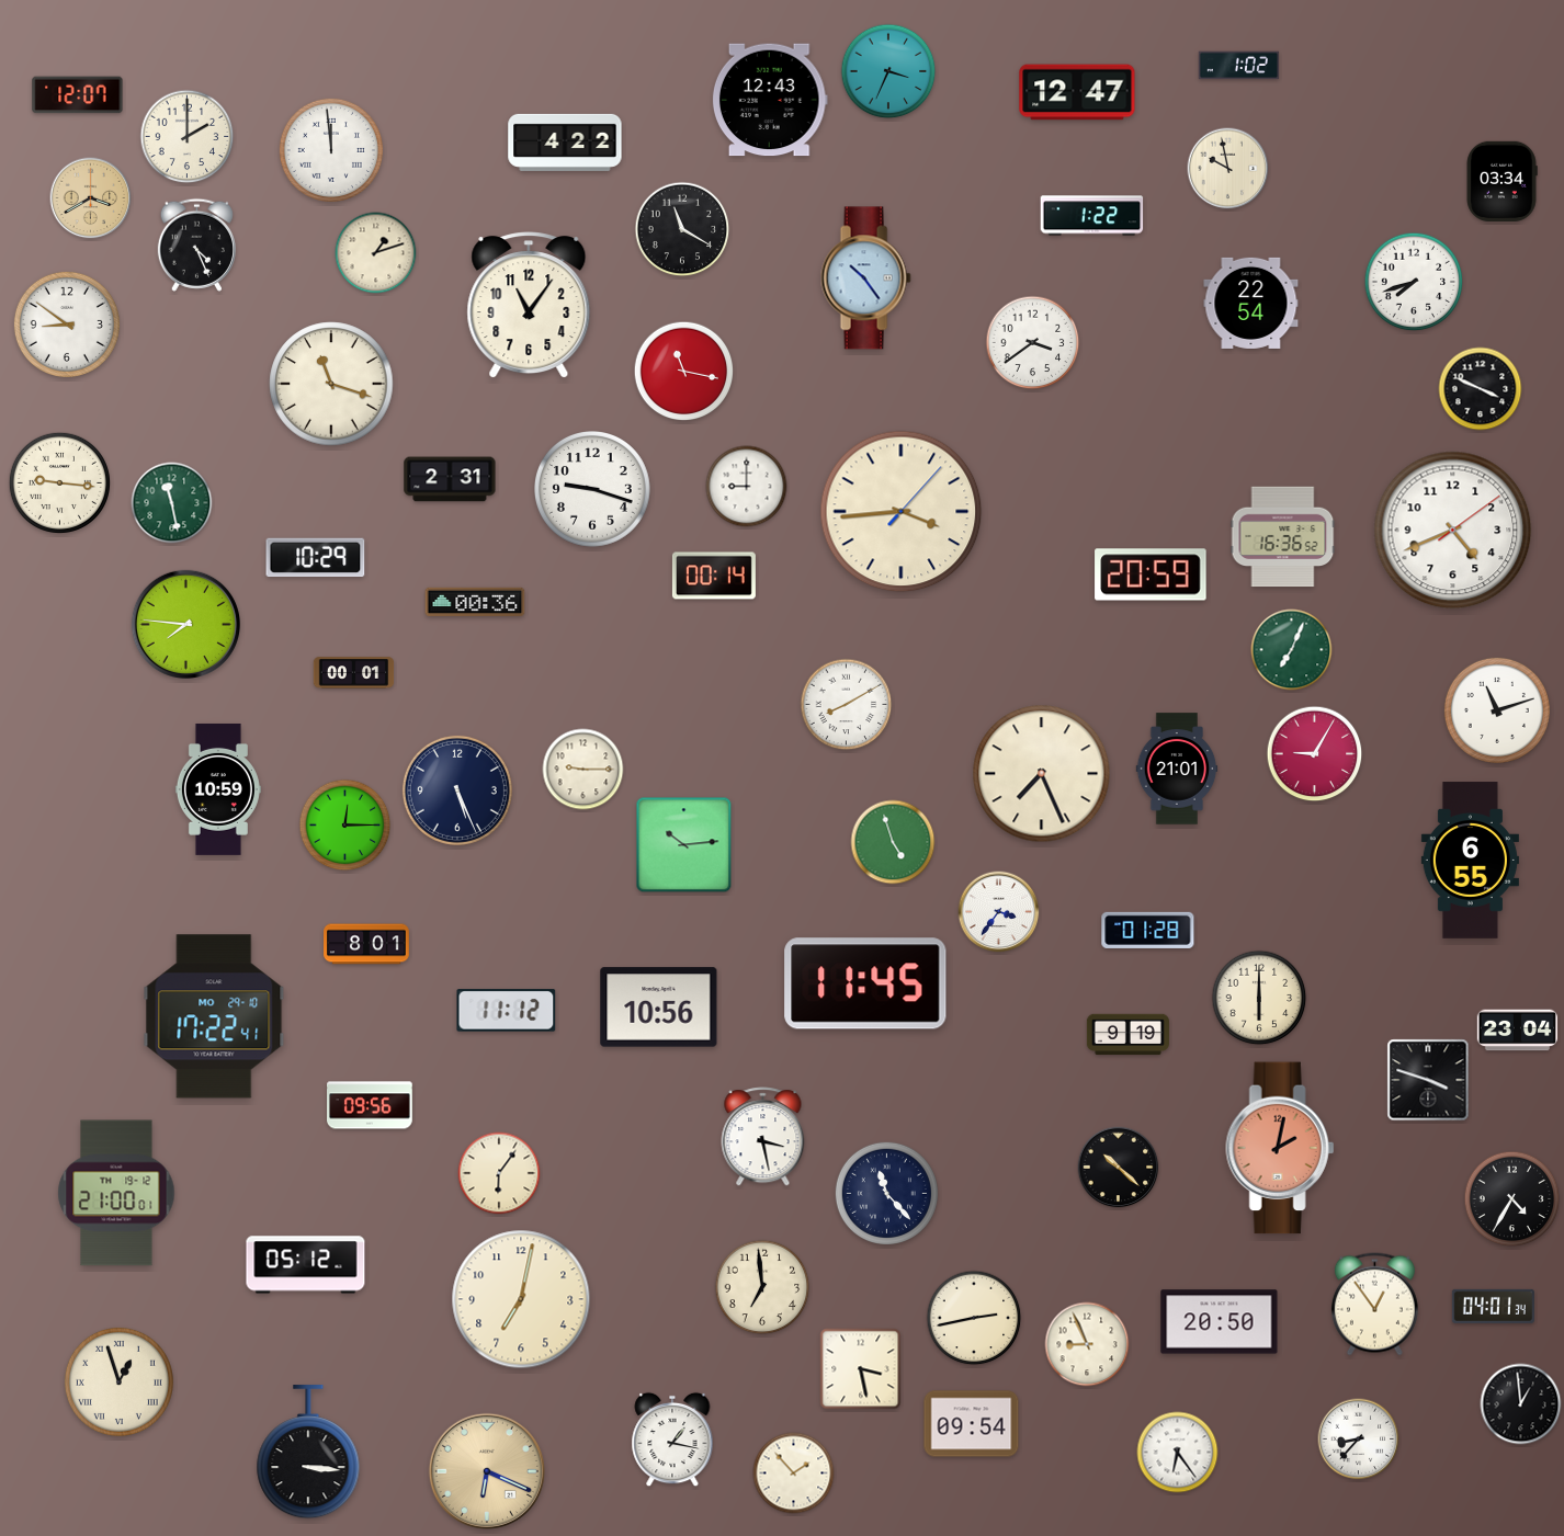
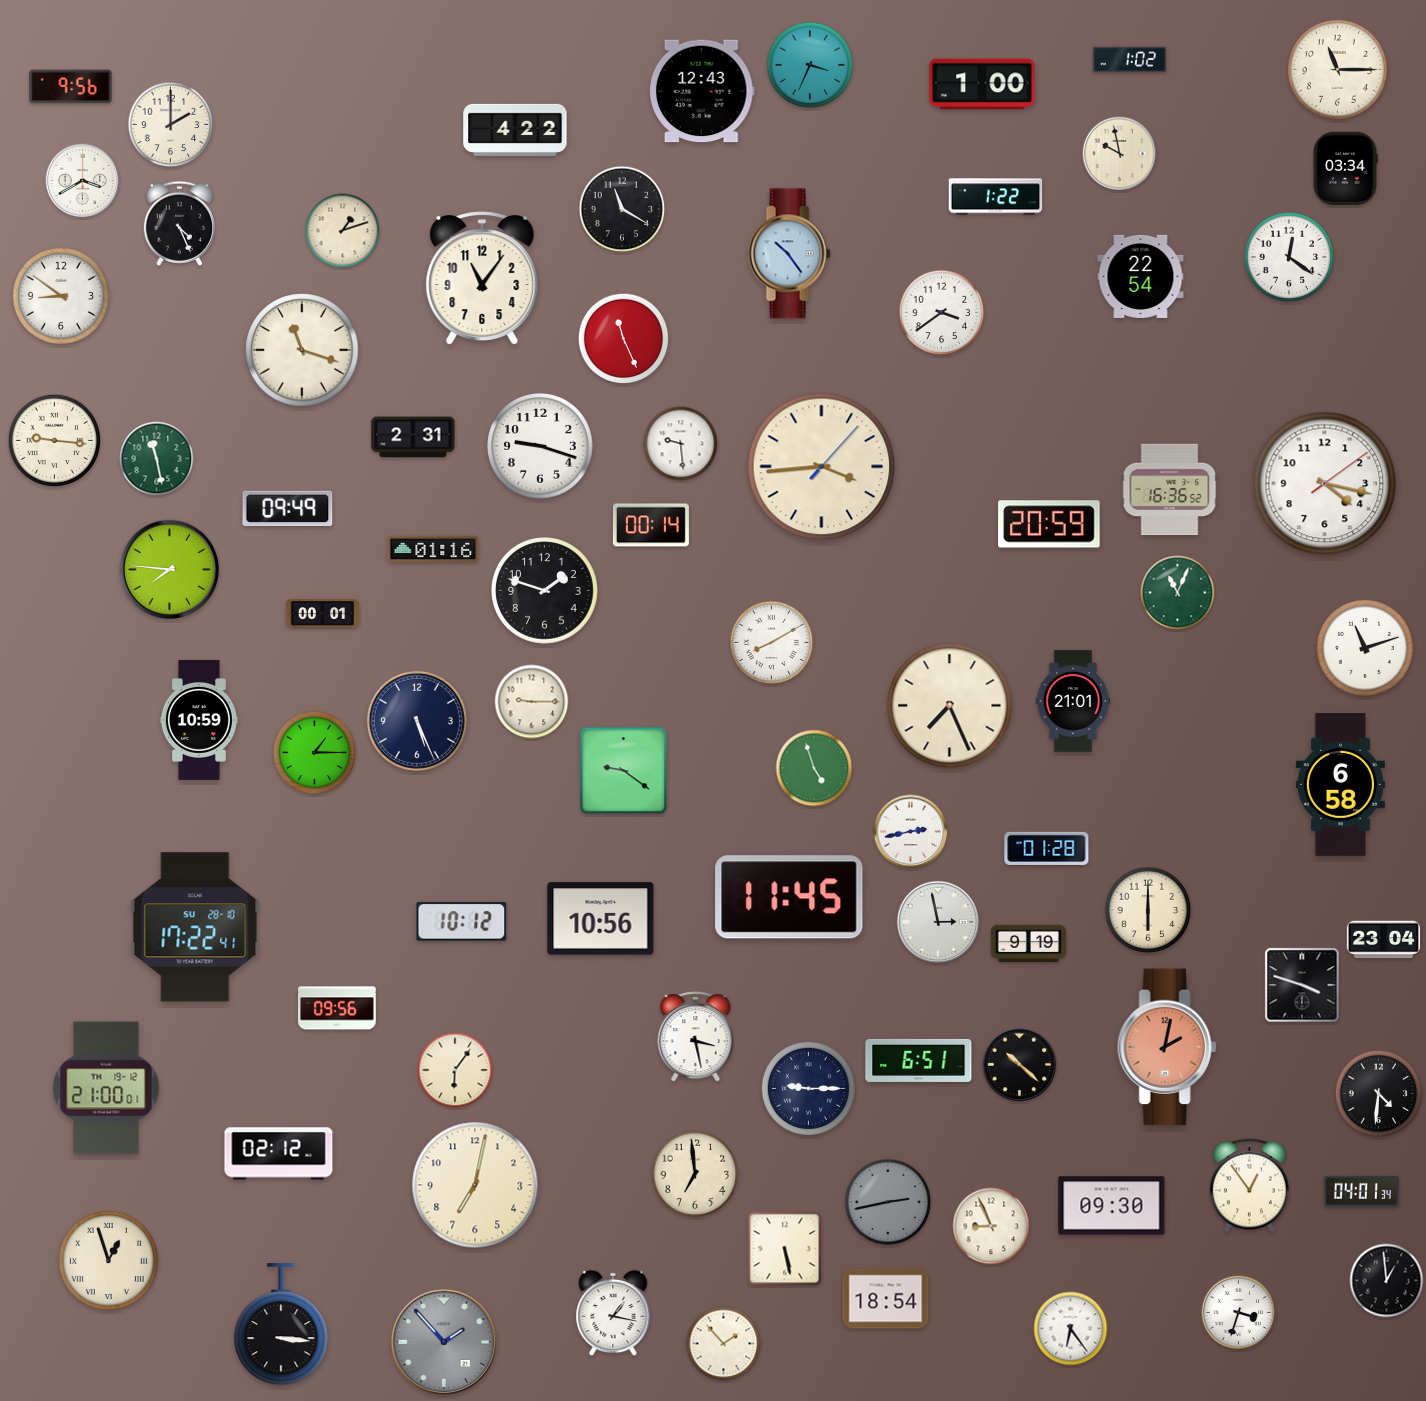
clock at (1337, 69): none -> 11:15
clock at (1077, 92): 12:47 -> 1:00
clock at (78, 95): 12:07 -> 9:56
clock at (331, 150): 11:59 -> none
clock at (1501, 181) position: (1501, 181) -> (1345, 168)
clock at (91, 198) dial: champagne -> white
clock at (1414, 282): 7:42 -> 12:21
clock at (684, 372): 11:17 -> 11:26
clock at (1481, 389): 3:49 -> none
clock at (450, 479) position: (450, 479) -> (413, 437)
clock at (747, 487): 9:00 -> 9:29
clock at (1453, 531): 4:41 -> 4:17
clock at (316, 558): 10:29 -> 09:49
clock at (475, 601): 00:36 -> 01:16
clock at (545, 591): none -> 1:48
clock at (1292, 650): 7:04 -> 11:04
clock at (1315, 754): 9:05 -> none
clock at (345, 826): 12:15 -> 1:15
clock at (684, 845): 10:14 -> 9:21
clock at (1470, 861): 6:55 -> 6:58
clock at (999, 912): 3:36 -> 2:43
clock at (366, 944): 8:01 -> none
clock at (507, 1011): 11:12 -> 10:12
clock at (938, 922): none -> 2:58
clock at (214, 1016) date: MO 29-10 -> SU 28-10
clock at (919, 1060): none -> 6:51
clock at (886, 1193): 11:23 -> 9:15
clock at (1512, 1199): 4:35 -> 4:31
clock at (306, 1265): 05:12 -> 02:12
clock at (1374, 1305) position: (1374, 1305) -> (1249, 1186)
clock at (974, 1318) dial: cream -> grey
clock at (1220, 1322): 20:50 -> 09:30
clock at (861, 1369): 3:28 -> 5:28
clock at (972, 1424): 09:54 -> 18:54
clock at (1359, 1440): 8:37 -> 3:33
clock at (1178, 1453) position: (1178, 1453) -> (1071, 1329)
clock at (487, 1471): 6:19 -> 1:53
clock at (487, 1471) dial: champagne -> grey
